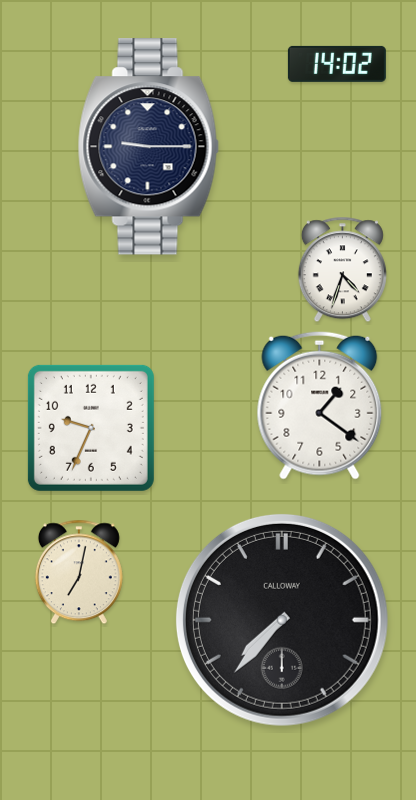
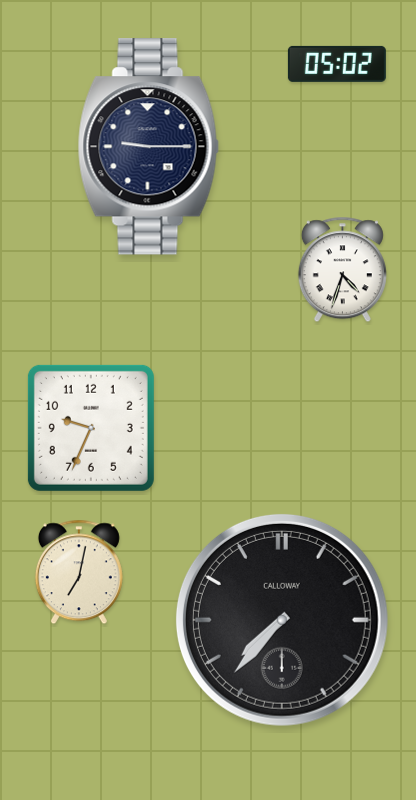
clock at (337, 64): 14:02 -> 05:02
clock at (320, 405): 1:21 -> none
